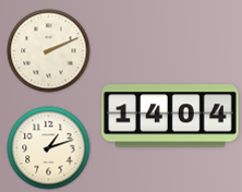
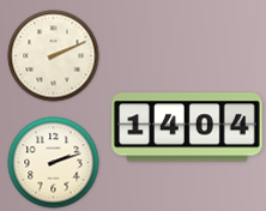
clock at (49, 148): 1:12 -> 2:12
